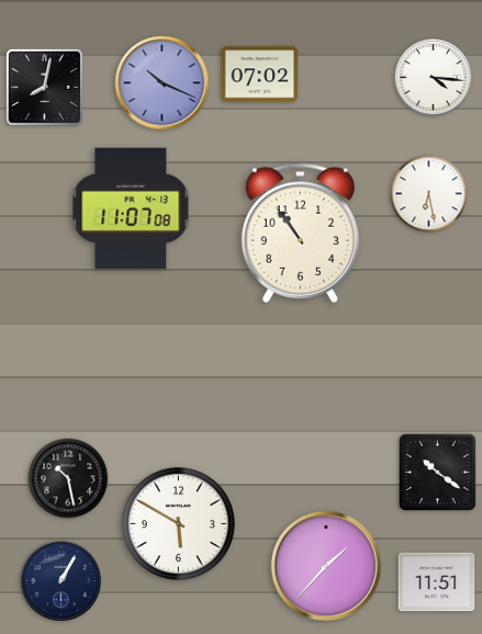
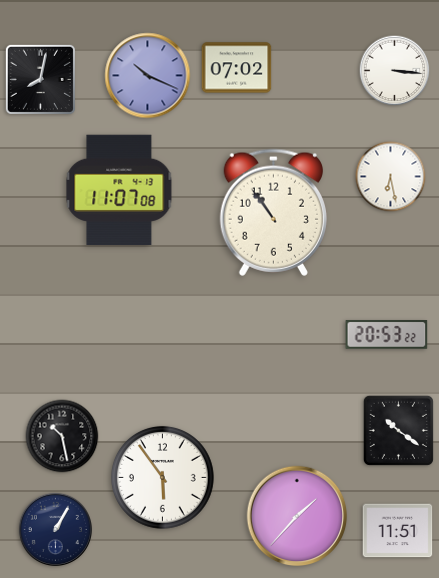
clock at (434, 78): 4:16 -> 3:16
clock at (387, 335): none -> 20:53
clock at (178, 523): 5:50 -> 5:54
